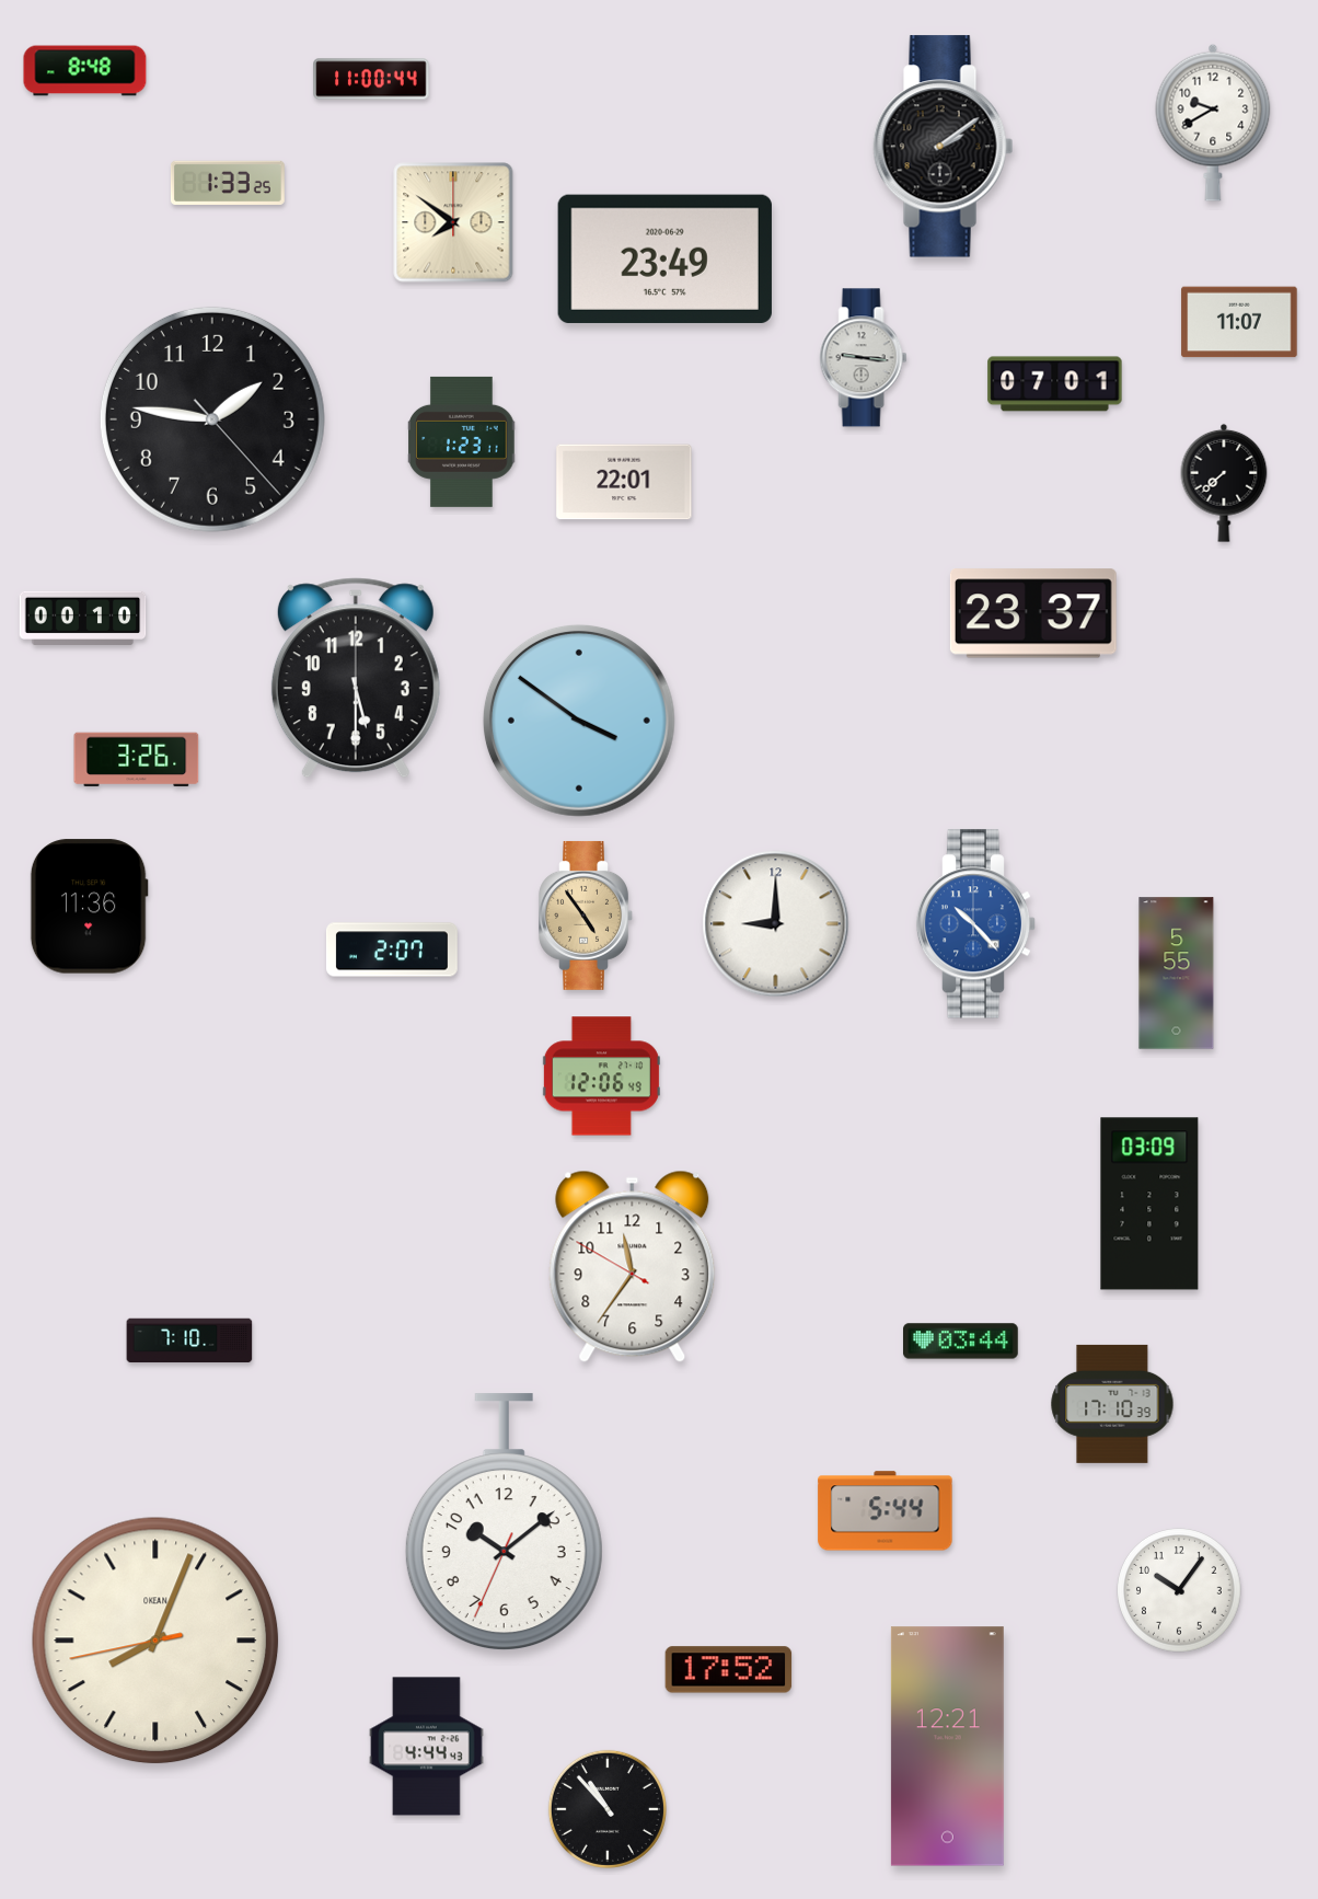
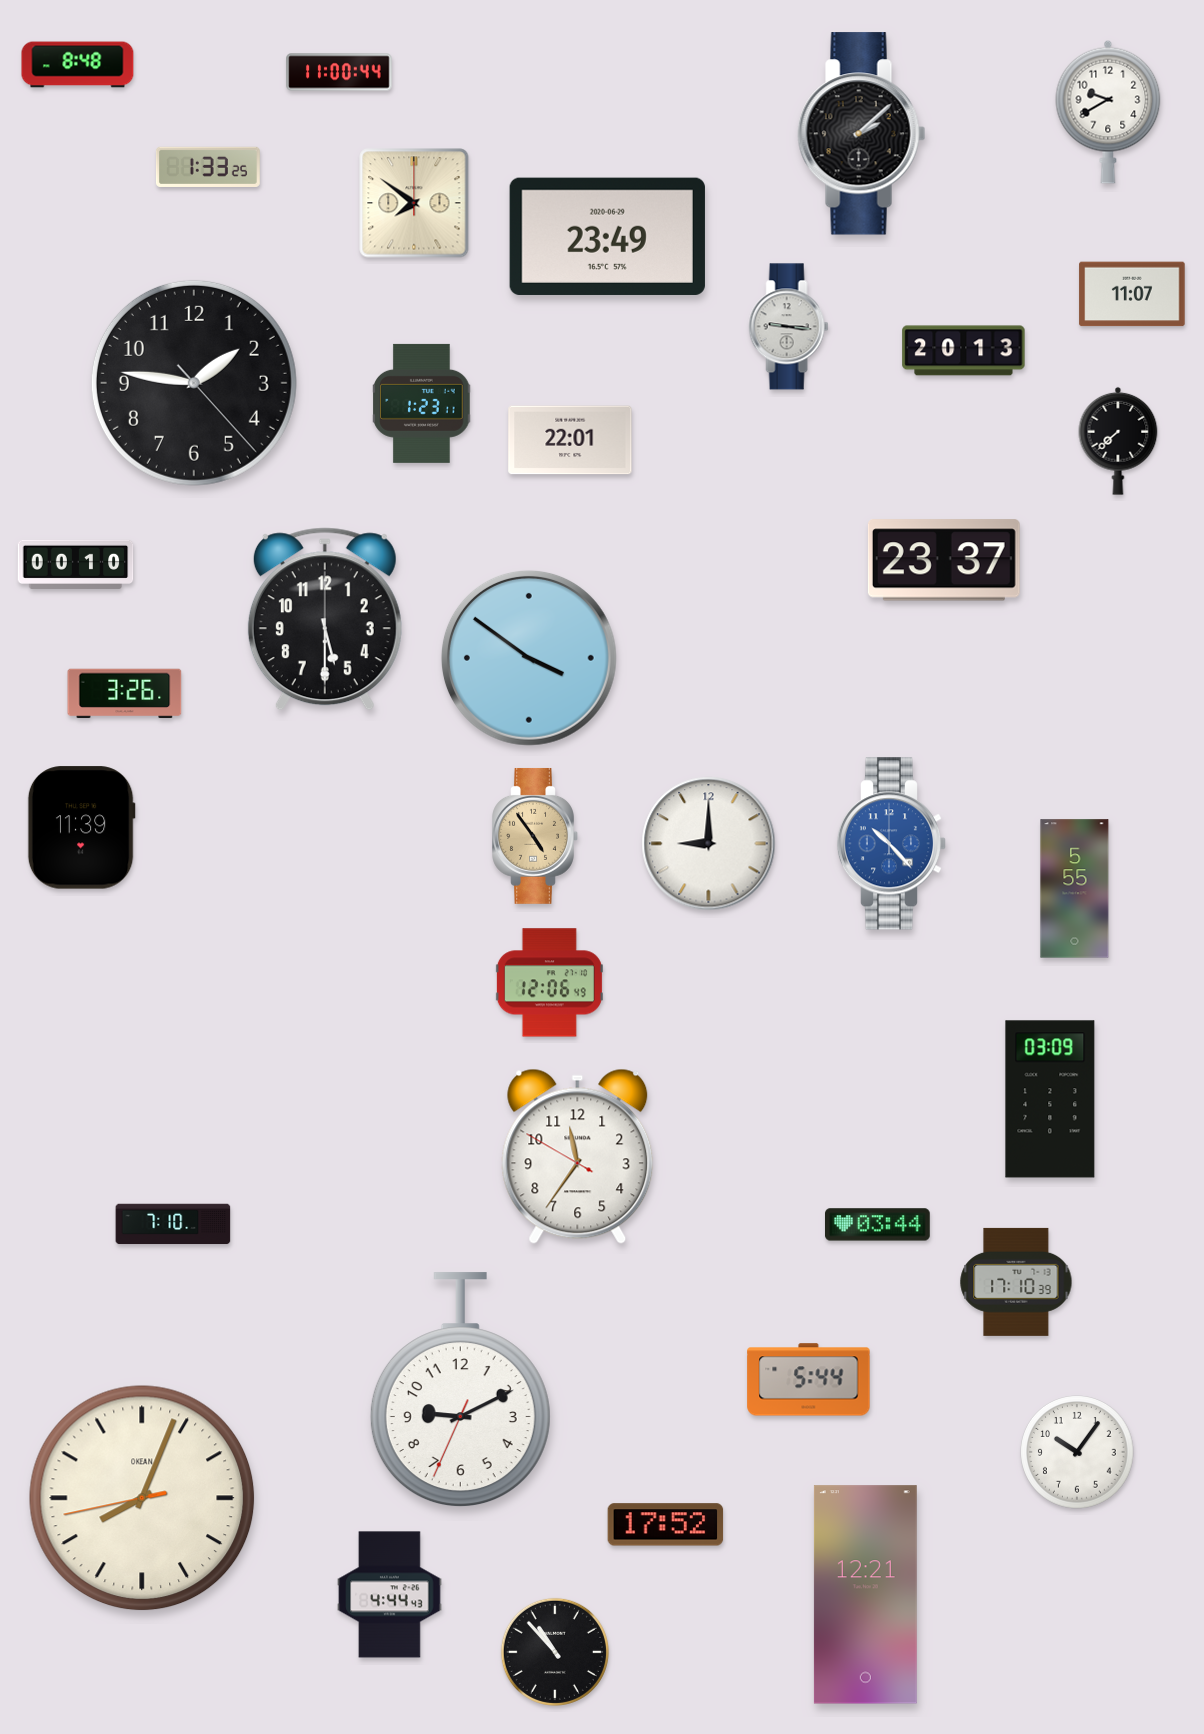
clock at (944, 147): 2:09 -> 2:08
clock at (1055, 384): 07:01 -> 20:13
clock at (89, 907): 11:36 -> 11:39
clock at (392, 949): 2:07 -> none
clock at (504, 1522): 10:08 -> 9:10
